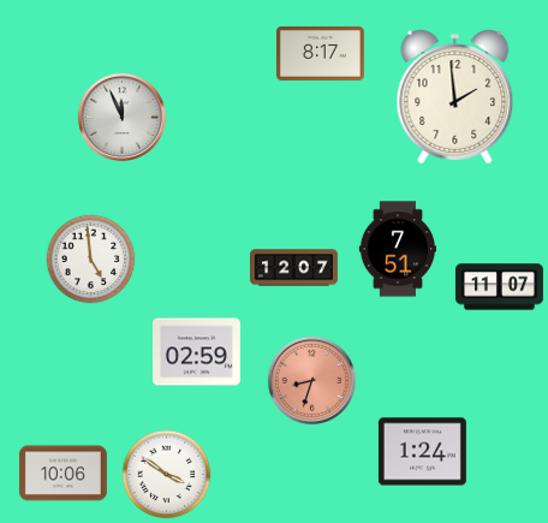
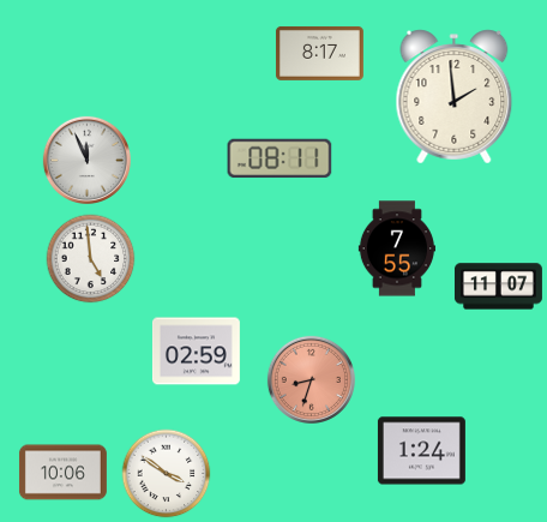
clock at (121, 117) position: (121, 117) -> (86, 160)
clock at (279, 158): none -> 08:11
clock at (398, 249): 7:51 -> 7:55
clock at (293, 268): 12:07 -> none
